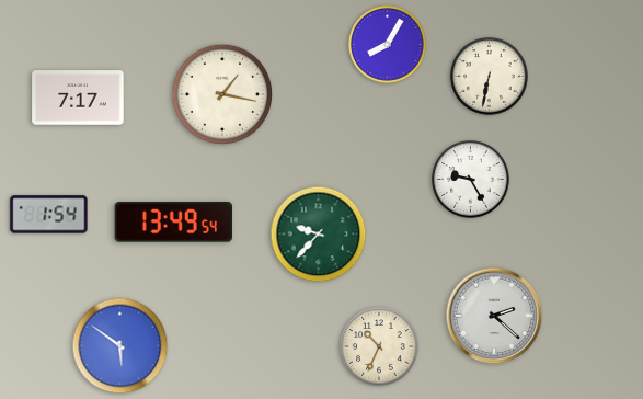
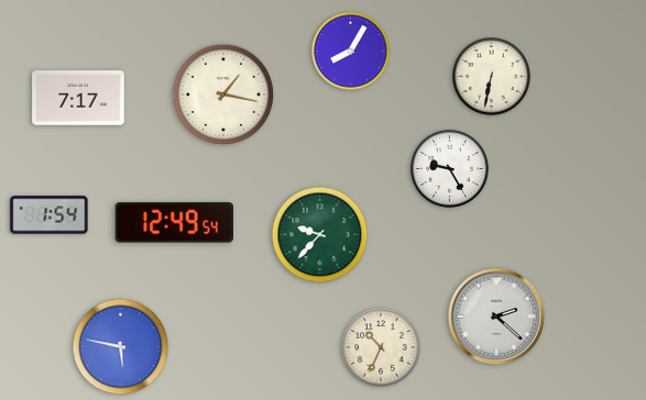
clock at (388, 45) position: (388, 45) -> (351, 52)
clock at (471, 180) position: (471, 180) -> (450, 169)
clock at (173, 223): 13:49 -> 12:49
clock at (120, 346): 5:51 -> 5:47
